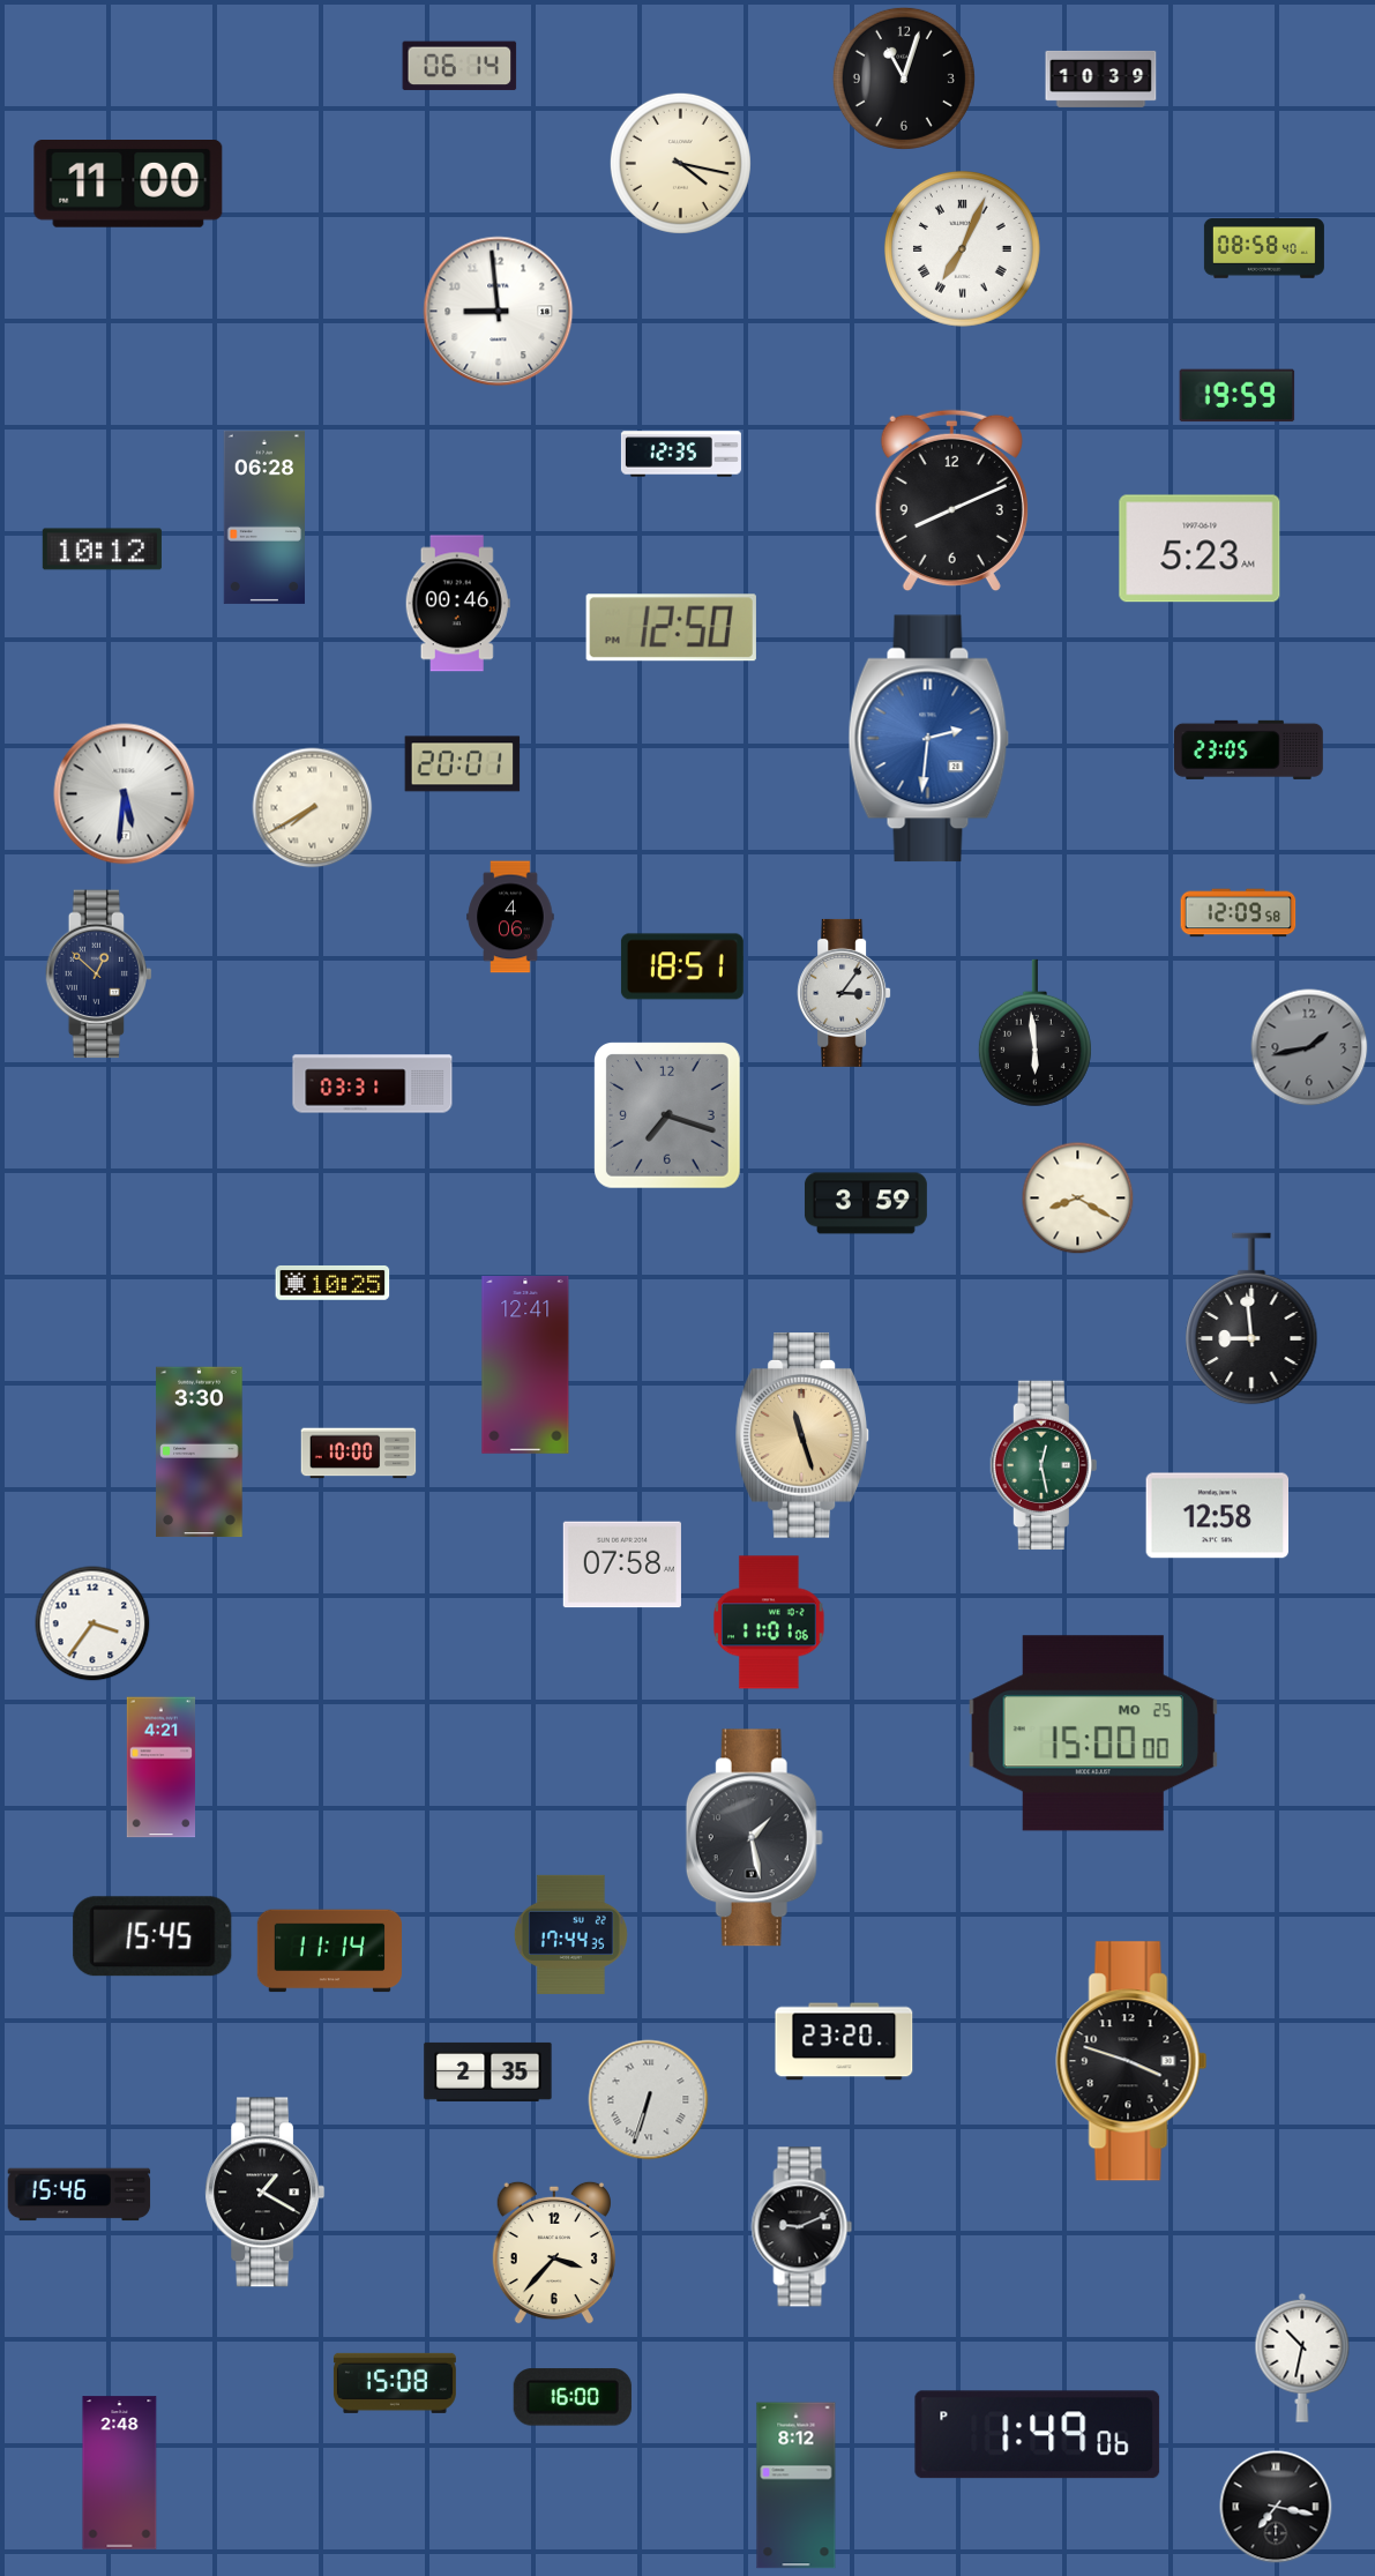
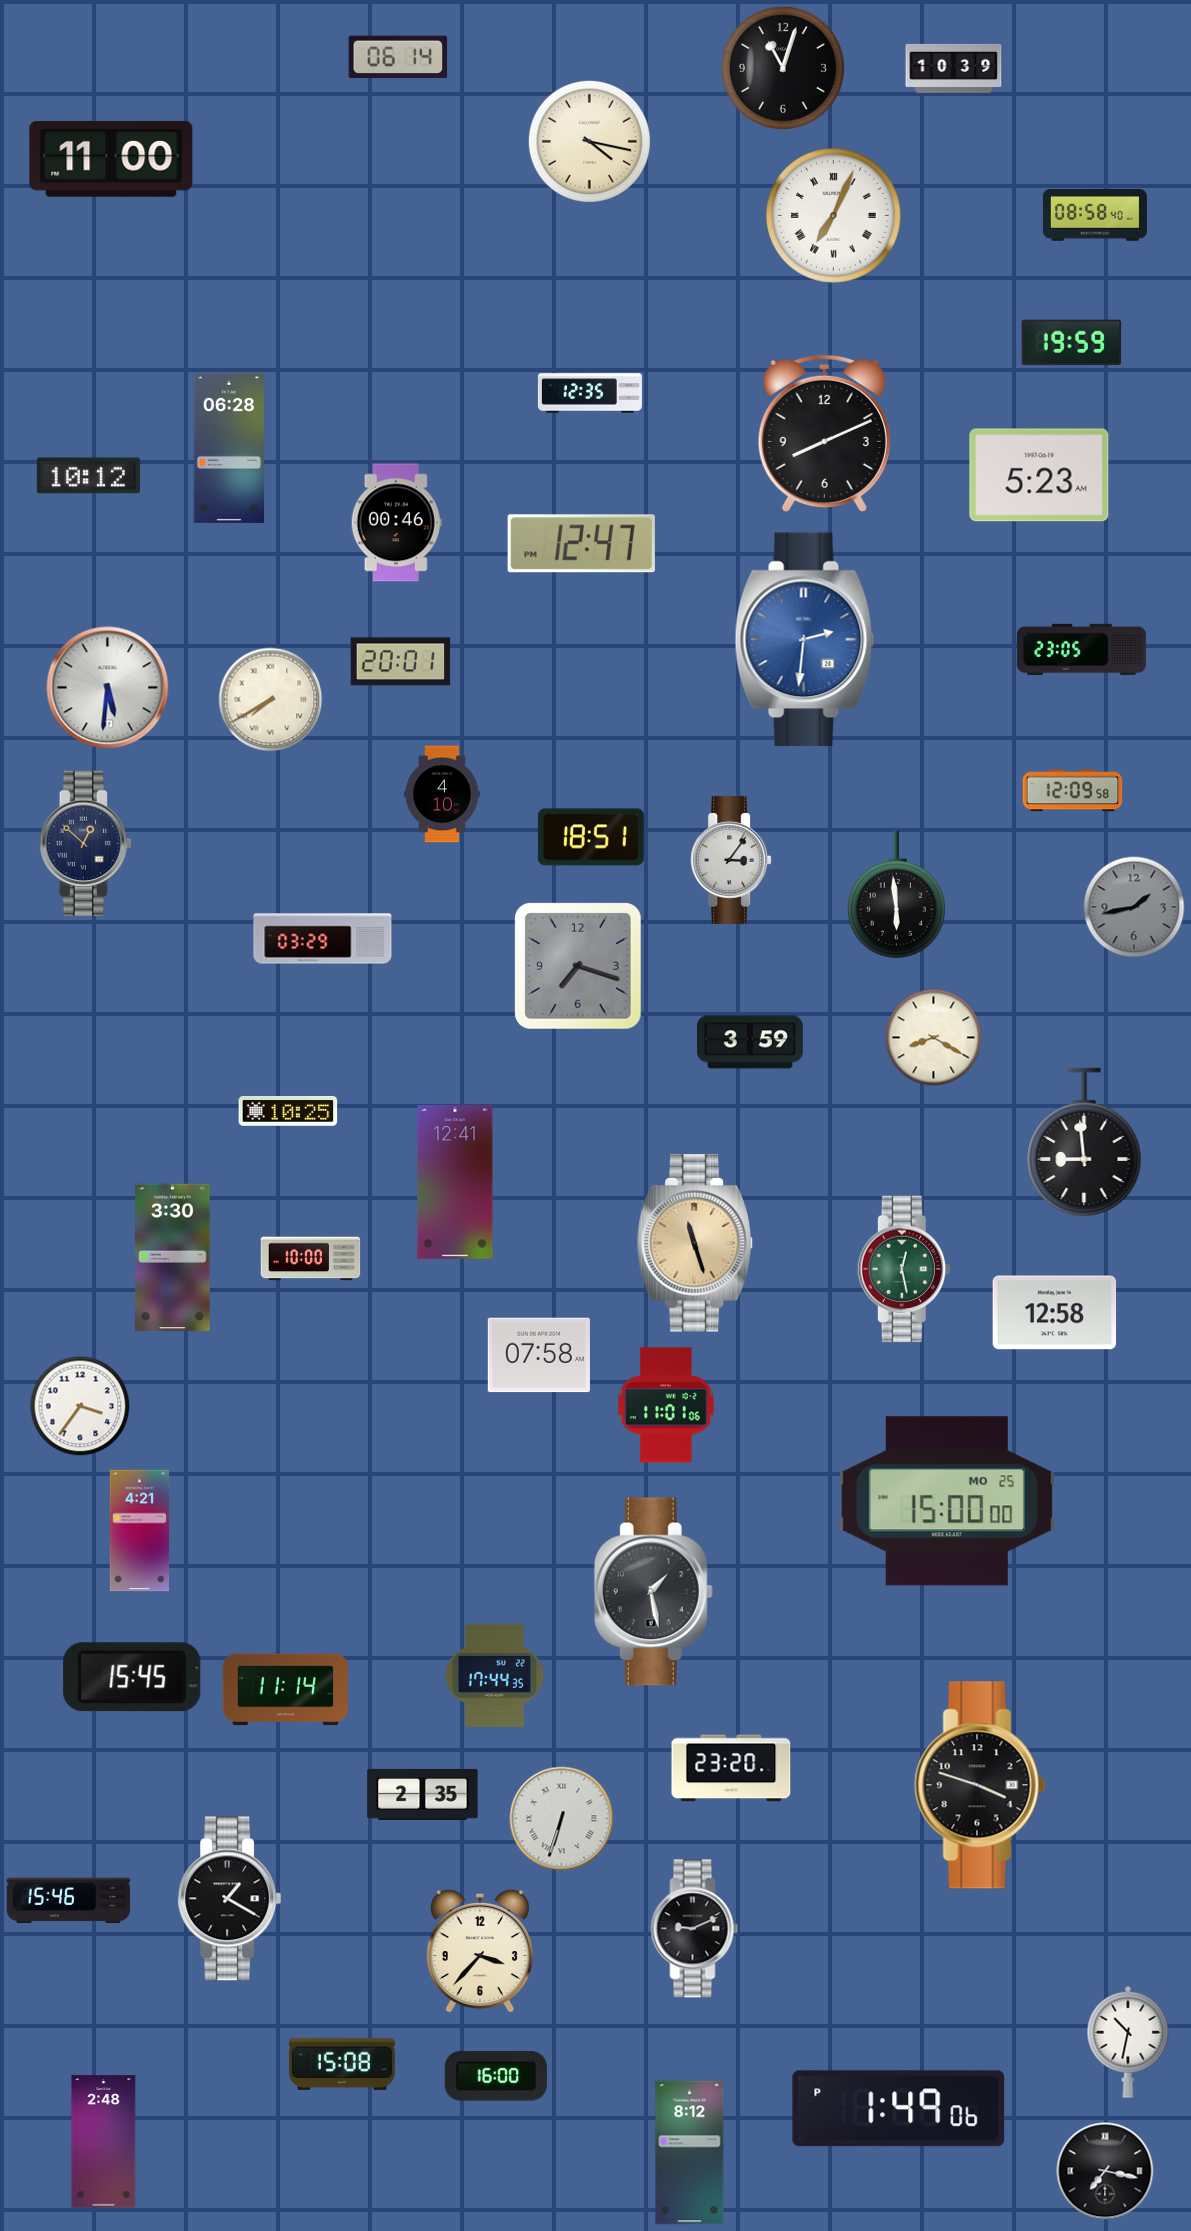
clock at (499, 312): 8:59 -> none
clock at (671, 628): 12:50 -> 12:47
clock at (510, 917): 4:06 -> 4:10
clock at (373, 1084): 03:31 -> 03:29
